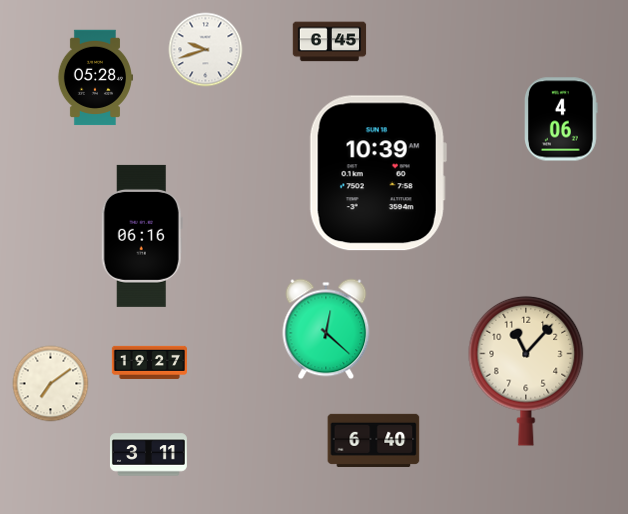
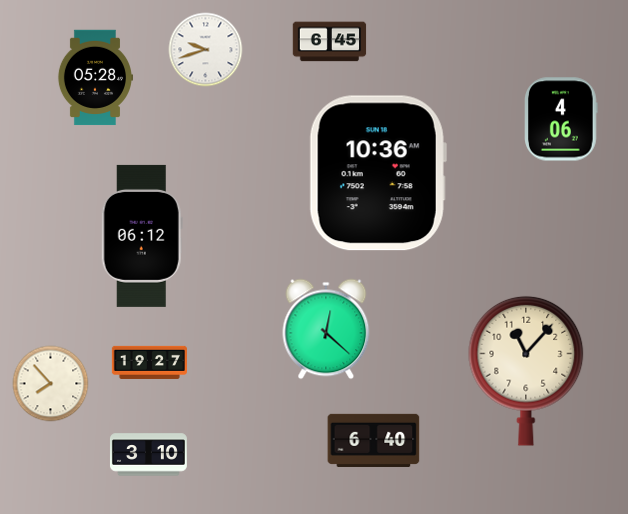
clock at (378, 173): 10:39 -> 10:36
clock at (142, 236): 06:16 -> 06:12
clock at (51, 384): 7:09 -> 7:53
clock at (148, 455): 3:11 -> 3:10
